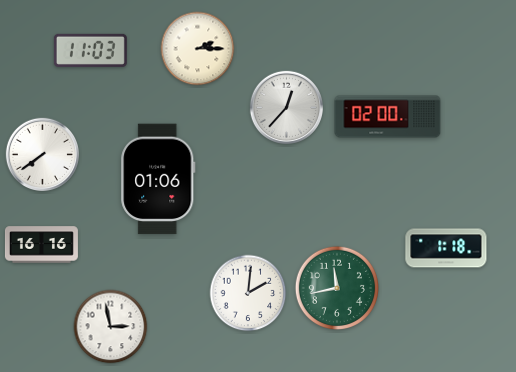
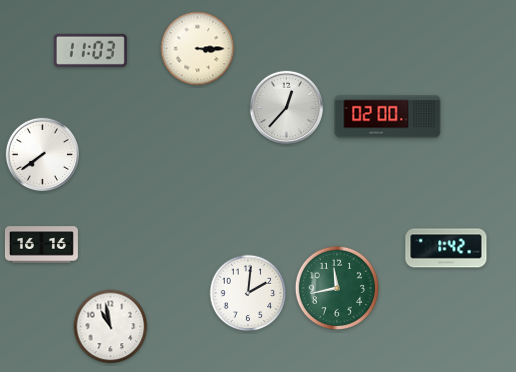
clock at (198, 49): 2:15 -> 3:15
clock at (158, 179): 01:06 -> none
clock at (446, 248): 1:18 -> 1:42
clock at (111, 327): 2:58 -> 10:58
